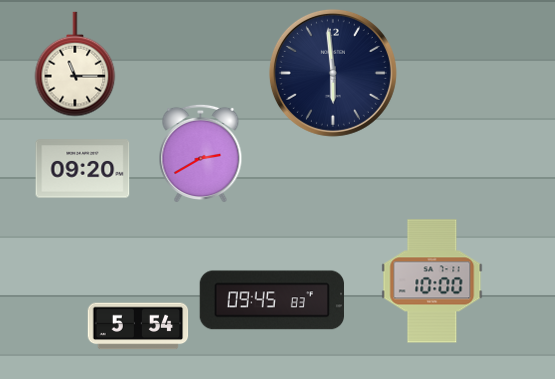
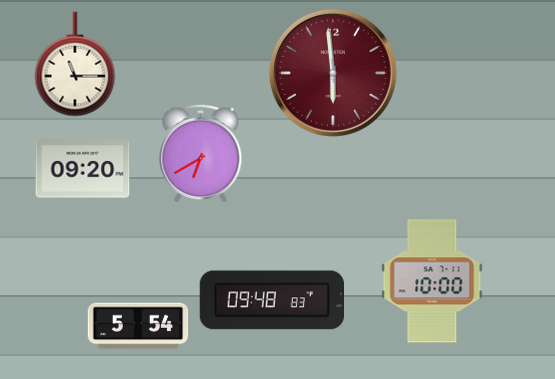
clock at (333, 73) dial: navy -> burgundy
clock at (201, 153): 2:40 -> 6:40
clock at (271, 300): 09:45 -> 09:48
